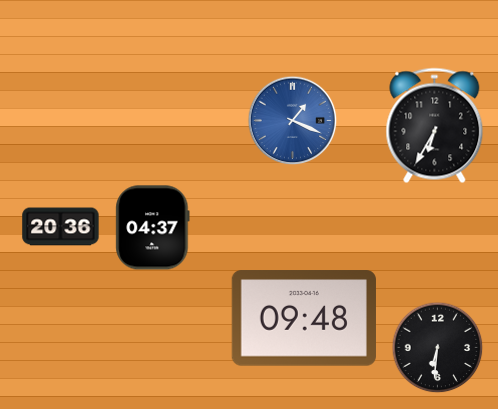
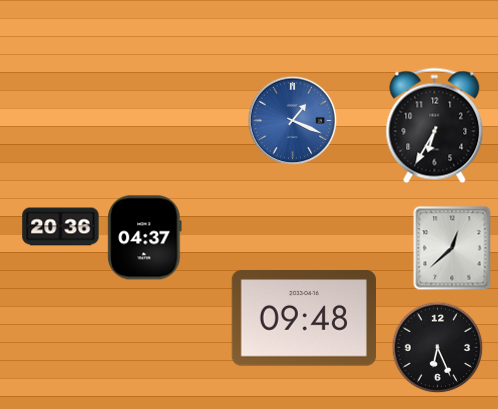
clock at (153, 228) position: (153, 228) -> (145, 238)
clock at (452, 248): none -> 12:38
clock at (437, 347): 6:31 -> 6:26
